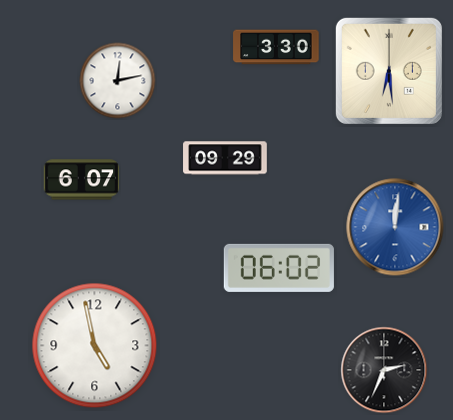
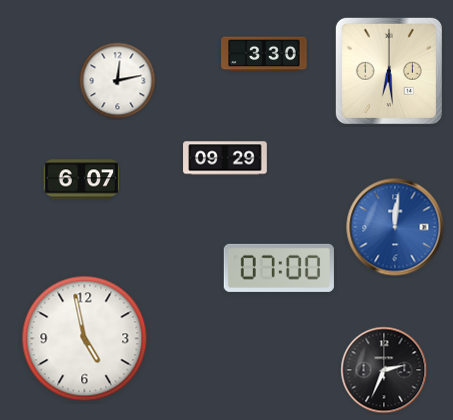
clock at (276, 47) position: (276, 47) -> (264, 54)
clock at (279, 268): 06:02 -> 07:00
clock at (95, 346) position: (95, 346) -> (85, 339)
